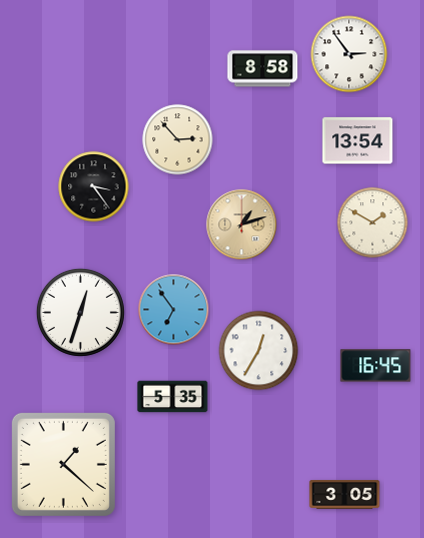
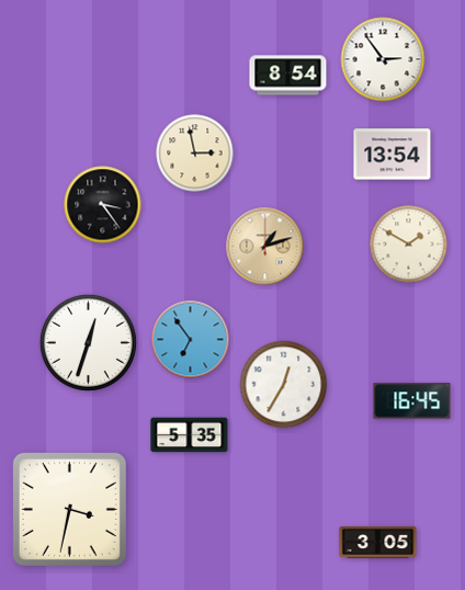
clock at (263, 69): 8:58 -> 8:54
clock at (178, 140): 2:53 -> 2:58
clock at (63, 464): 1:22 -> 3:32
